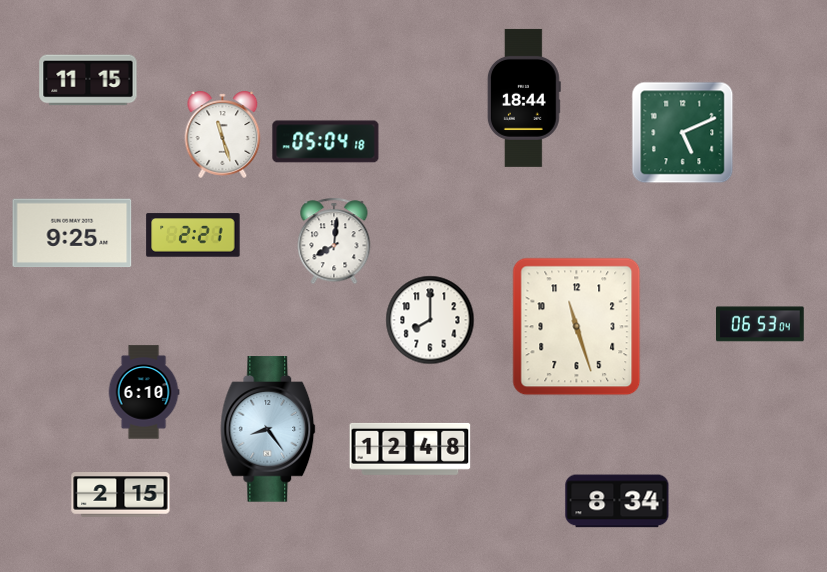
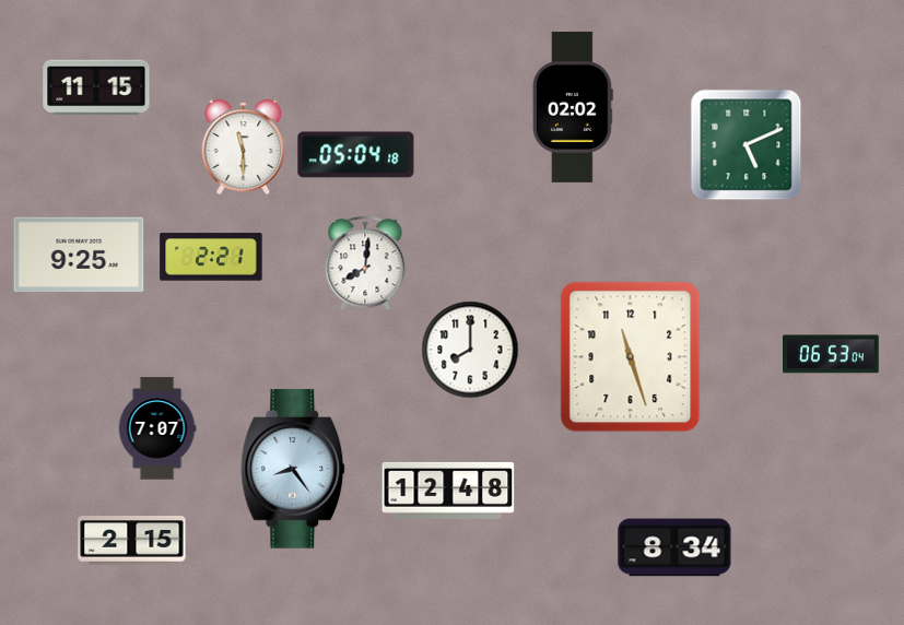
clock at (524, 98): 18:44 -> 02:02
clock at (223, 134): 11:27 -> 11:30
clock at (144, 392): 6:10 -> 7:07
